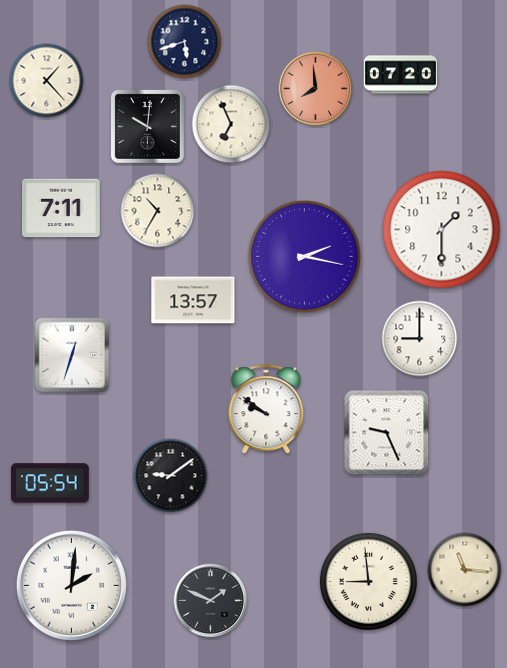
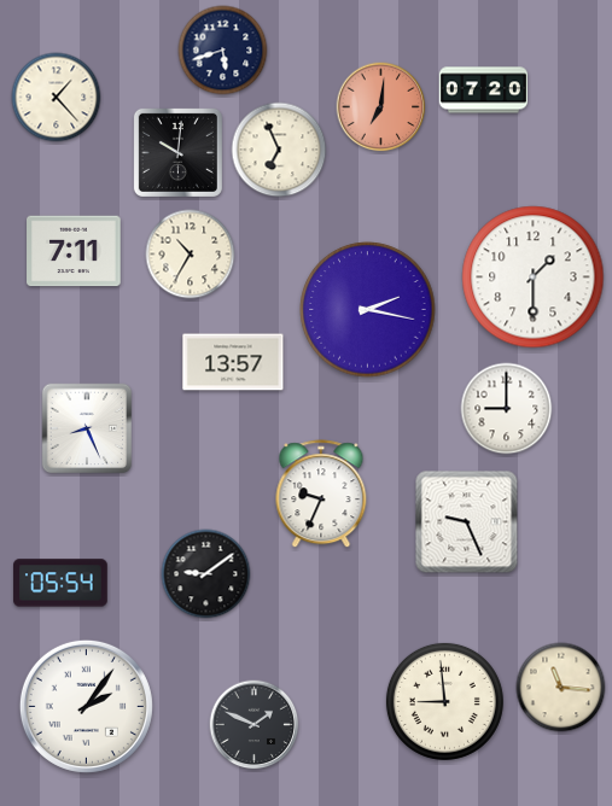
clock at (316, 89): 7:59 -> 7:01
clock at (72, 355): 12:33 -> 8:26
clock at (266, 410): 9:51 -> 9:34
clock at (71, 585): 2:01 -> 2:06
